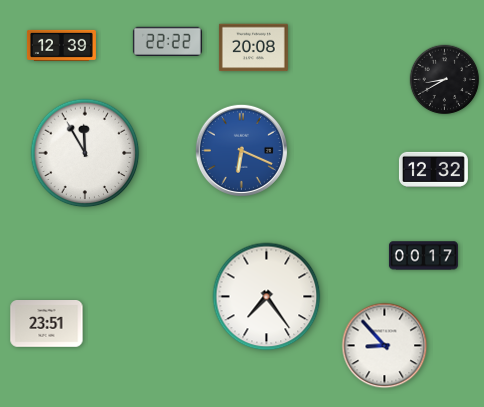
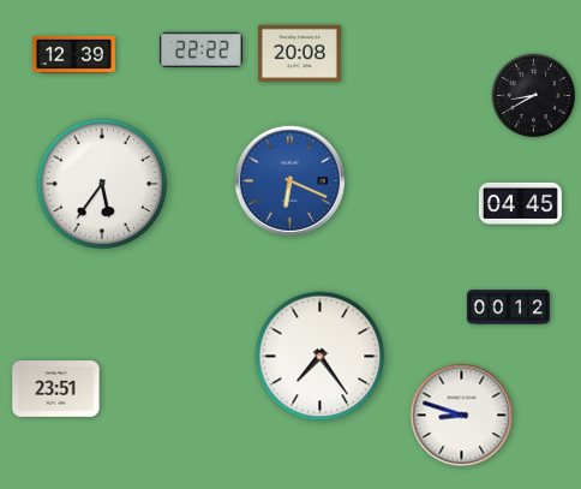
clock at (253, 48) position: (253, 48) -> (299, 54)
clock at (85, 153): 11:55 -> 5:36
clock at (433, 169): 12:32 -> 04:45
clock at (423, 256): 00:17 -> 00:12
clock at (385, 346): 8:53 -> 8:48
